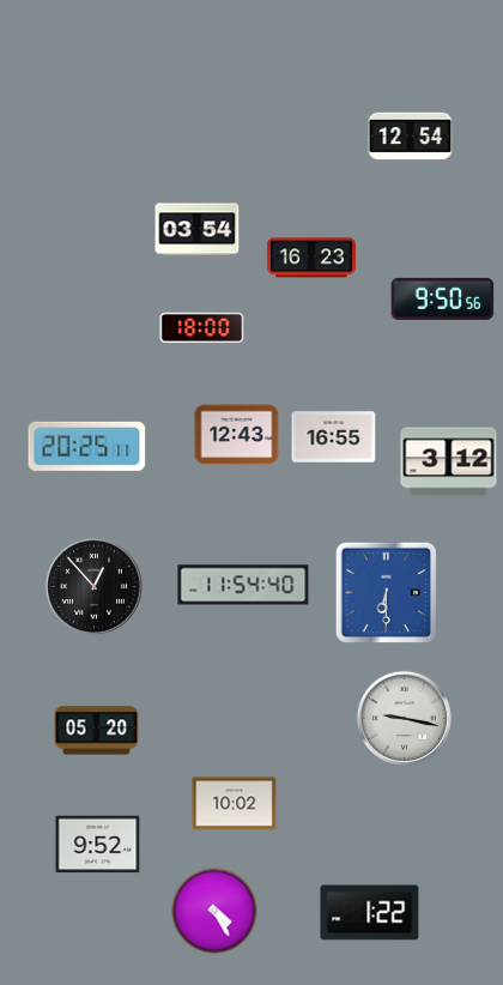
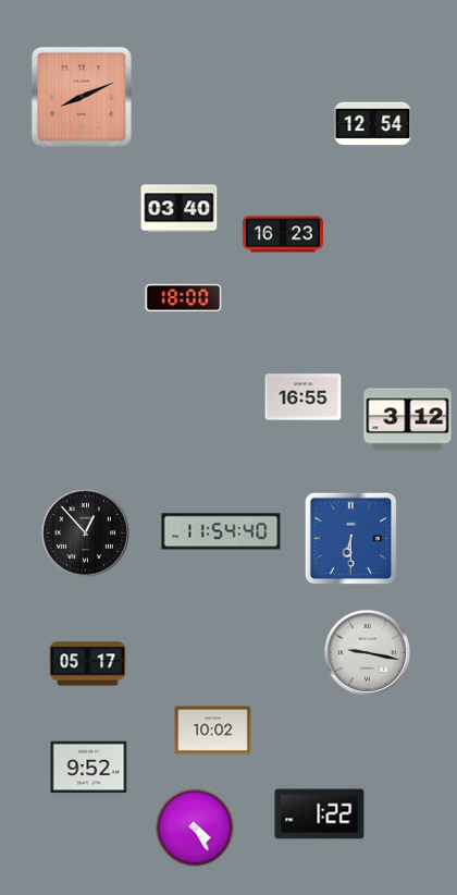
clock at (82, 97): none -> 8:11
clock at (198, 230): 03:54 -> 03:40
clock at (443, 298): 9:50 -> none
clock at (237, 435): 12:43 -> none
clock at (87, 446): 20:25 -> none
clock at (97, 731): 05:20 -> 05:17
clock at (370, 913) position: (370, 913) -> (320, 814)
